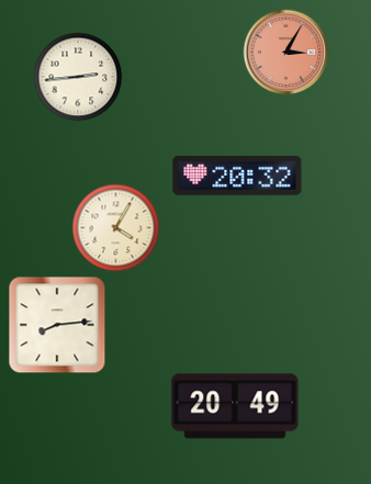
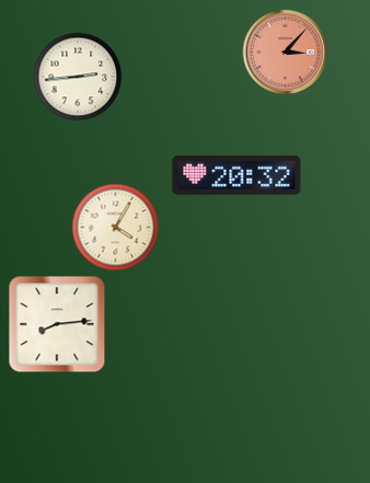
clock at (286, 53): 3:05 -> 3:07
clock at (235, 406): 20:49 -> none
